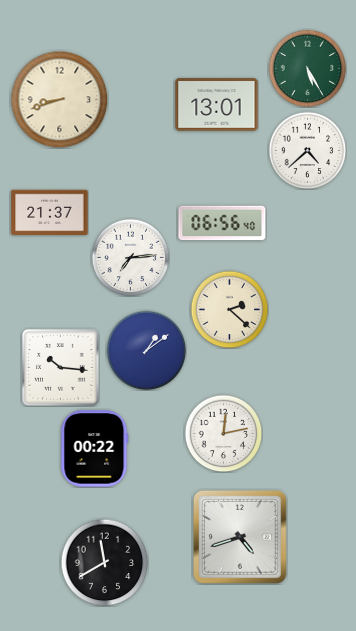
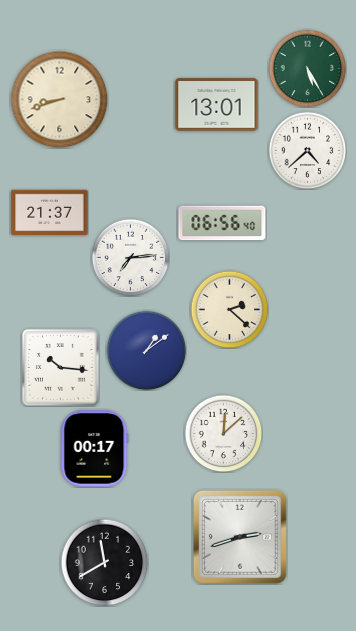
clock at (223, 433): 12:13 -> 12:08
clock at (95, 449): 00:22 -> 00:17
clock at (241, 538): 4:42 -> 2:42
